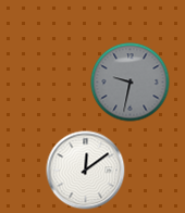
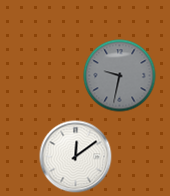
clock at (86, 171) position: (86, 171) -> (76, 157)
